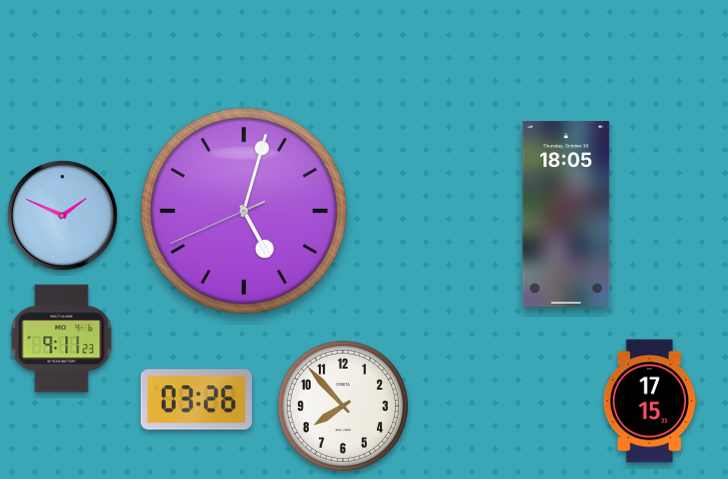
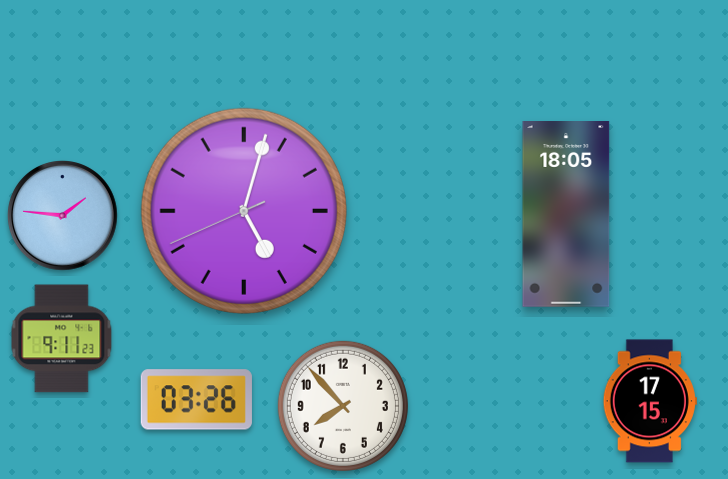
clock at (63, 216): 1:49 -> 1:46
